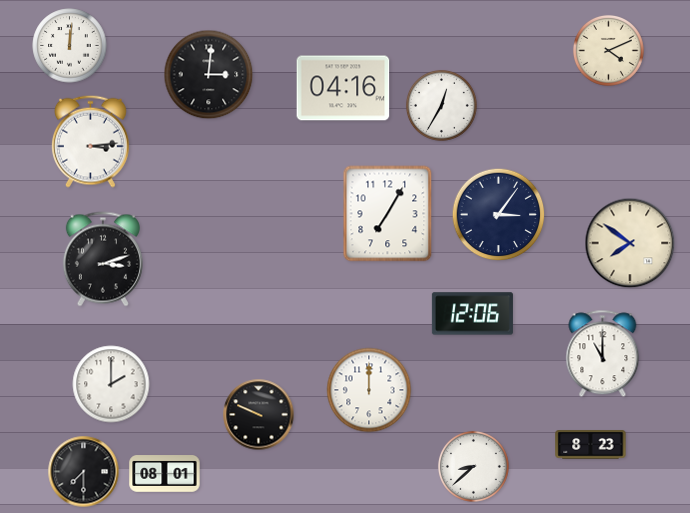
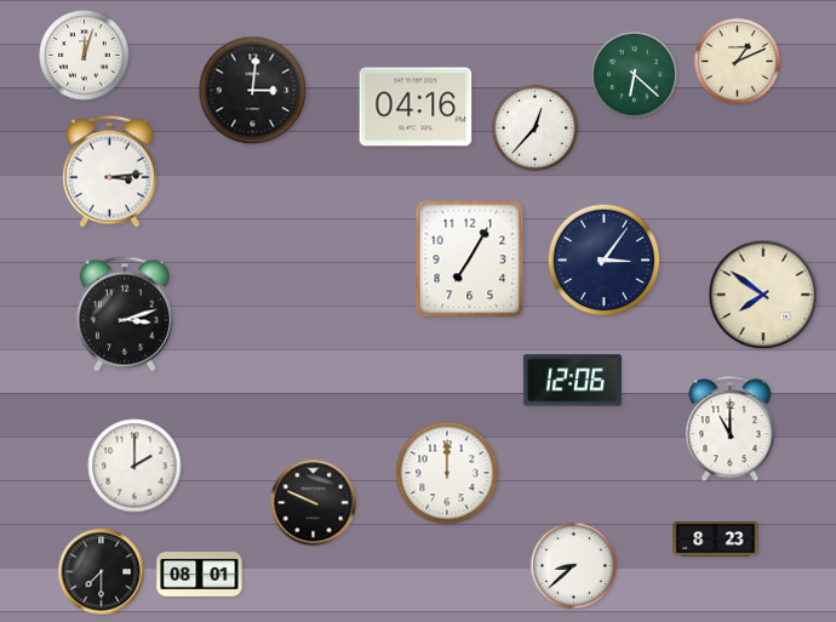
clock at (70, 46): 12:01 -> 12:03
clock at (609, 51): 4:11 -> 1:11
clock at (635, 75): none -> 6:22
clock at (442, 106): 12:35 -> 12:37
